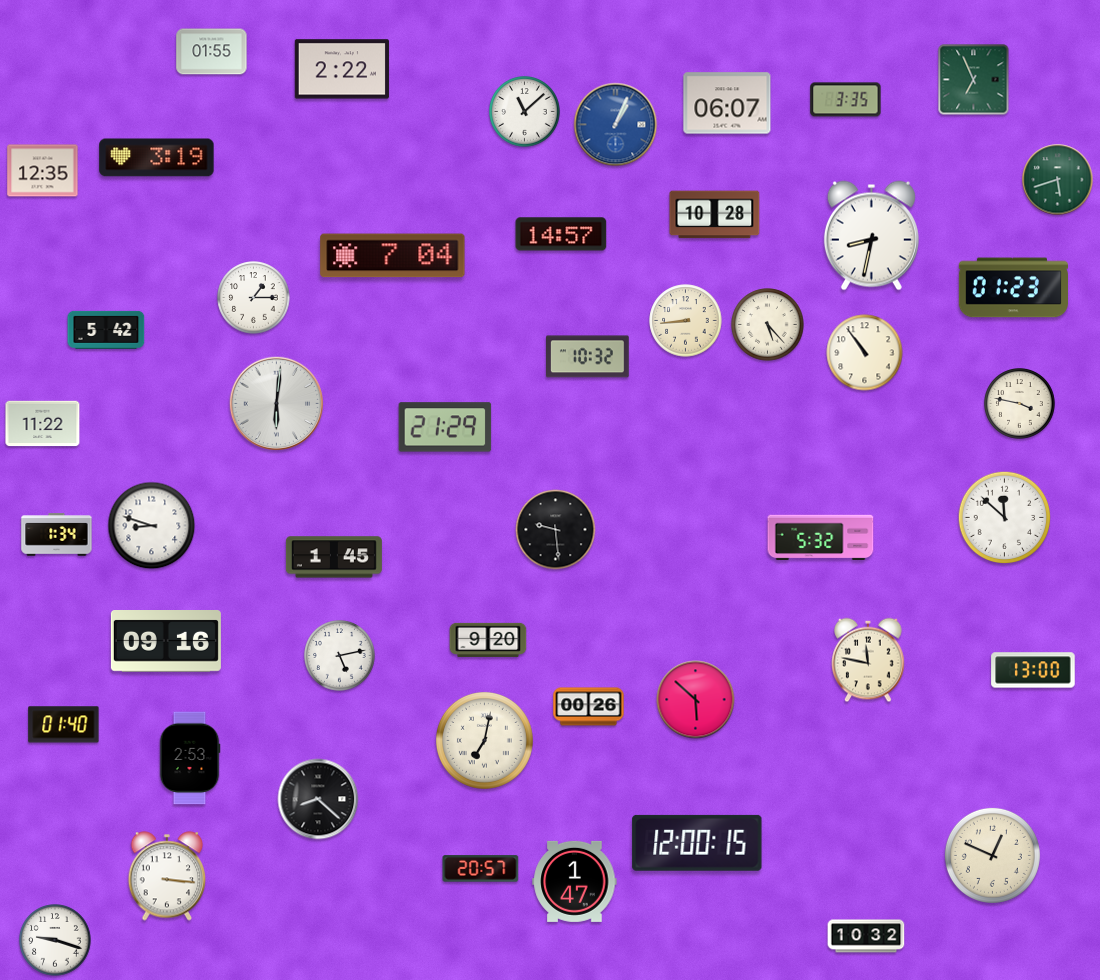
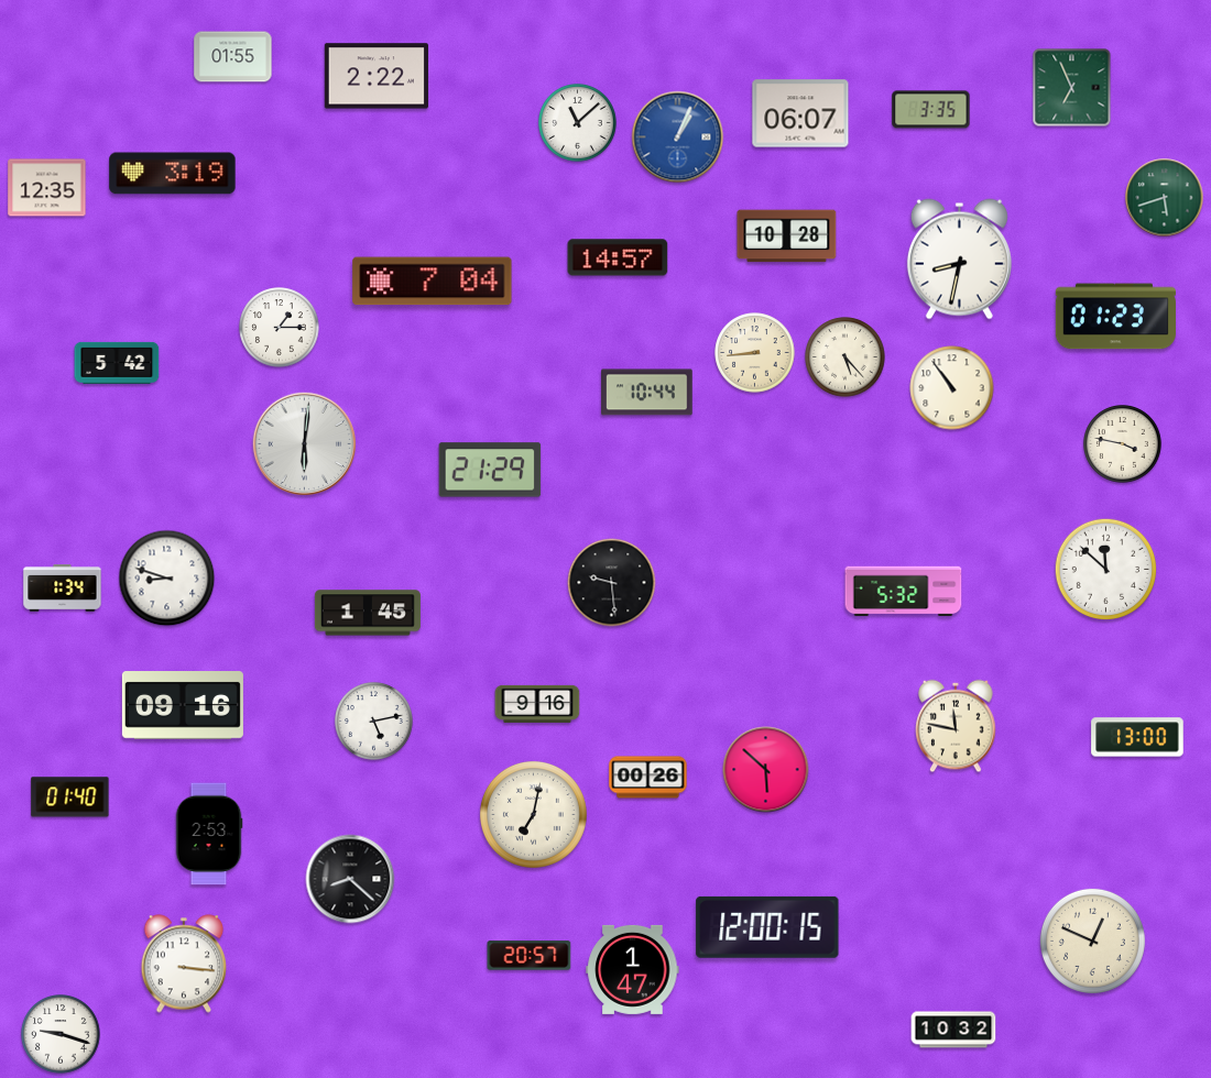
clock at (588, 357): 10:32 -> 10:44
clock at (43, 424): 11:22 -> none
clock at (488, 640): 9:20 -> 9:16
